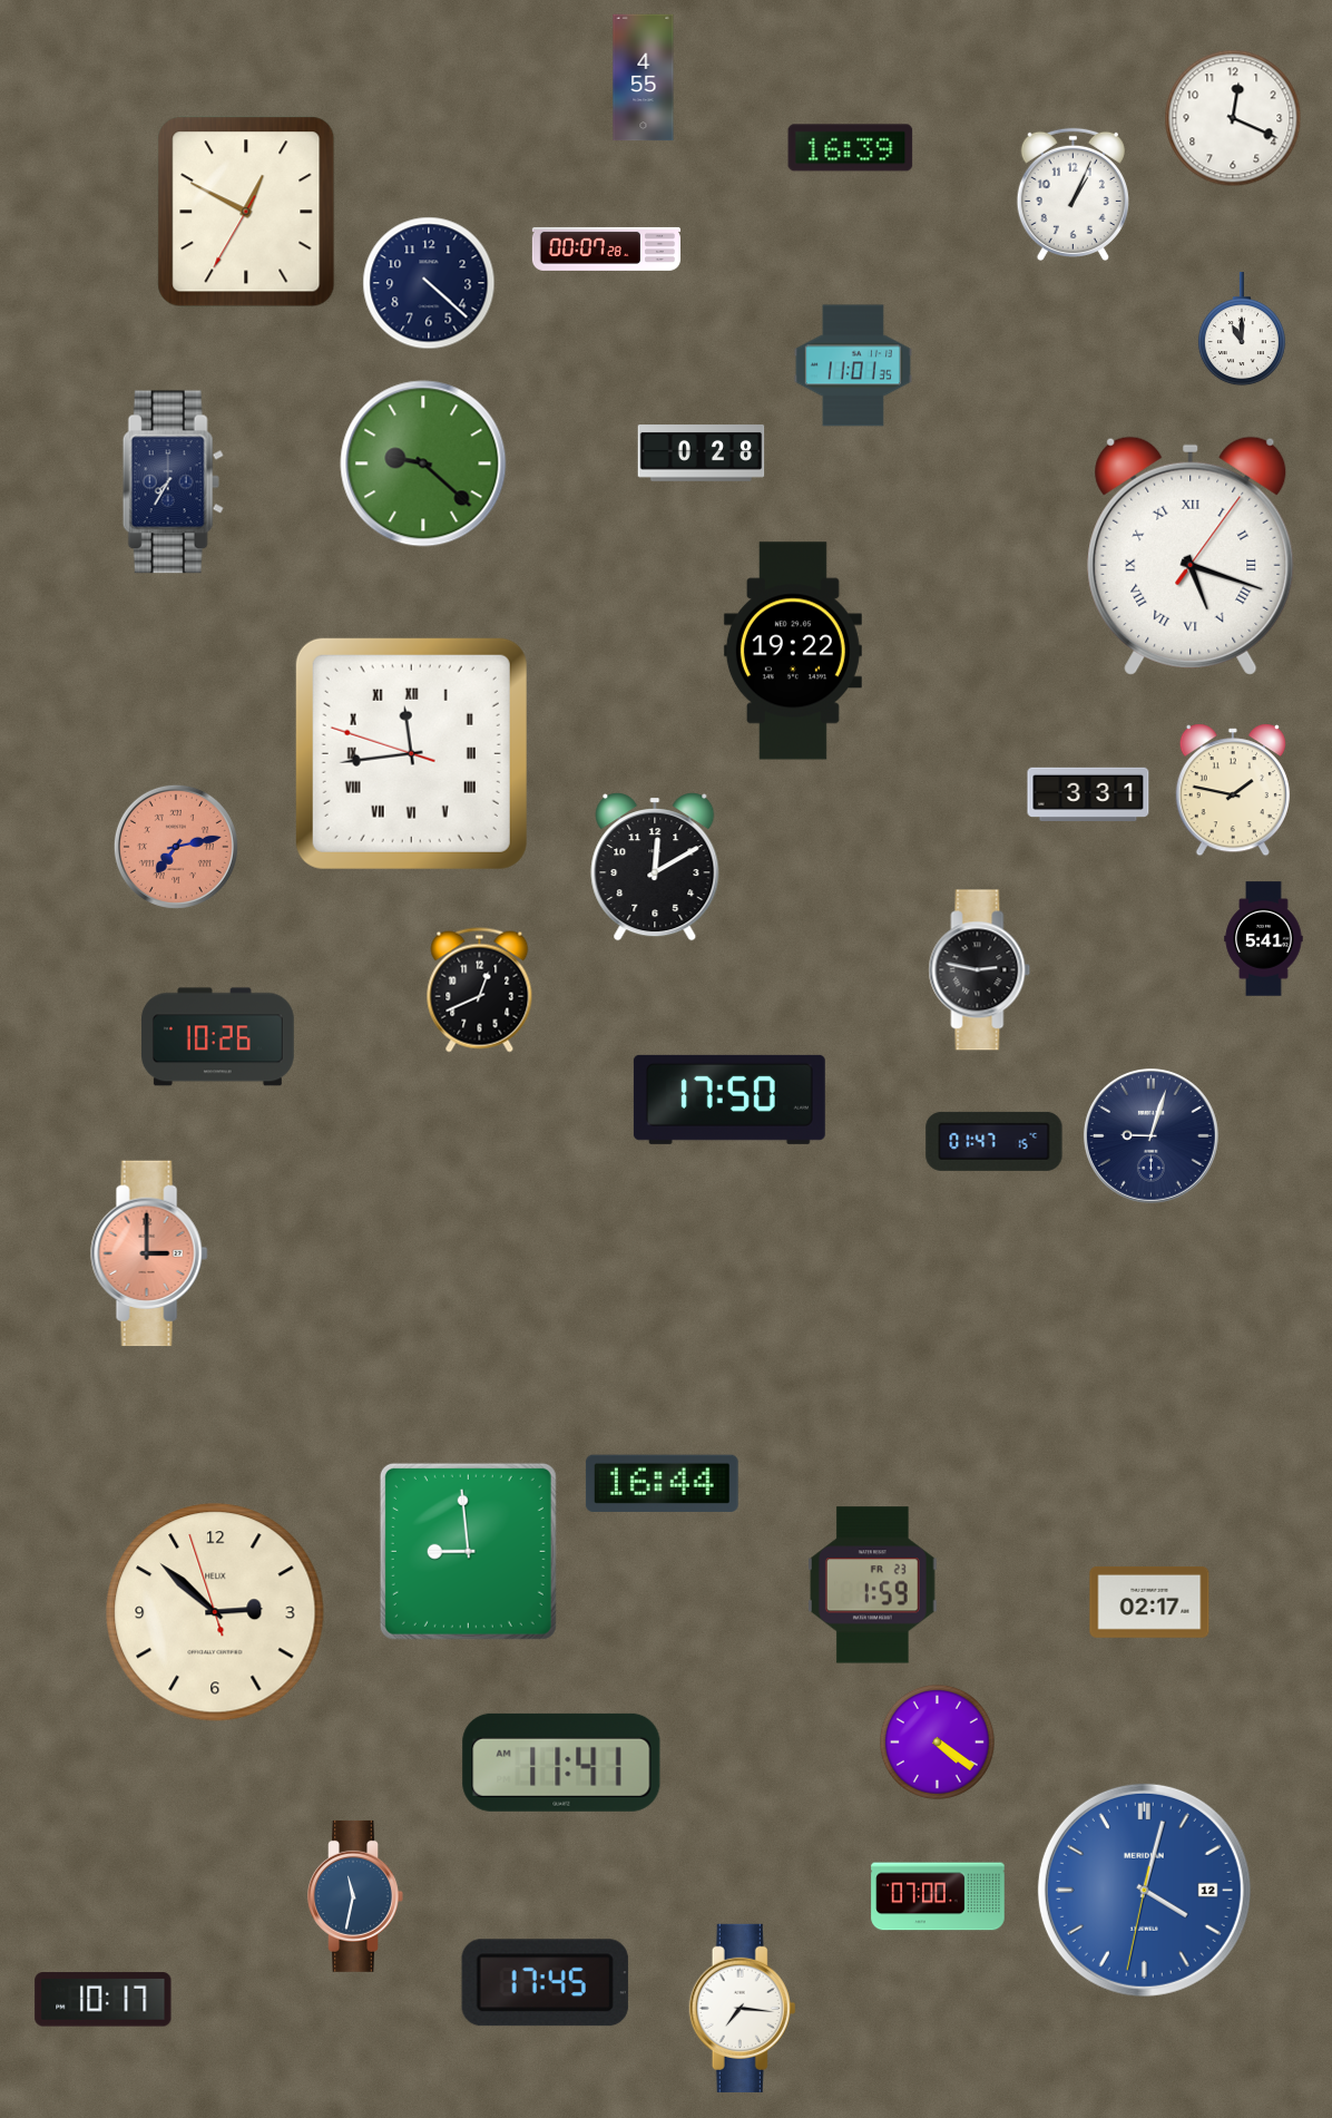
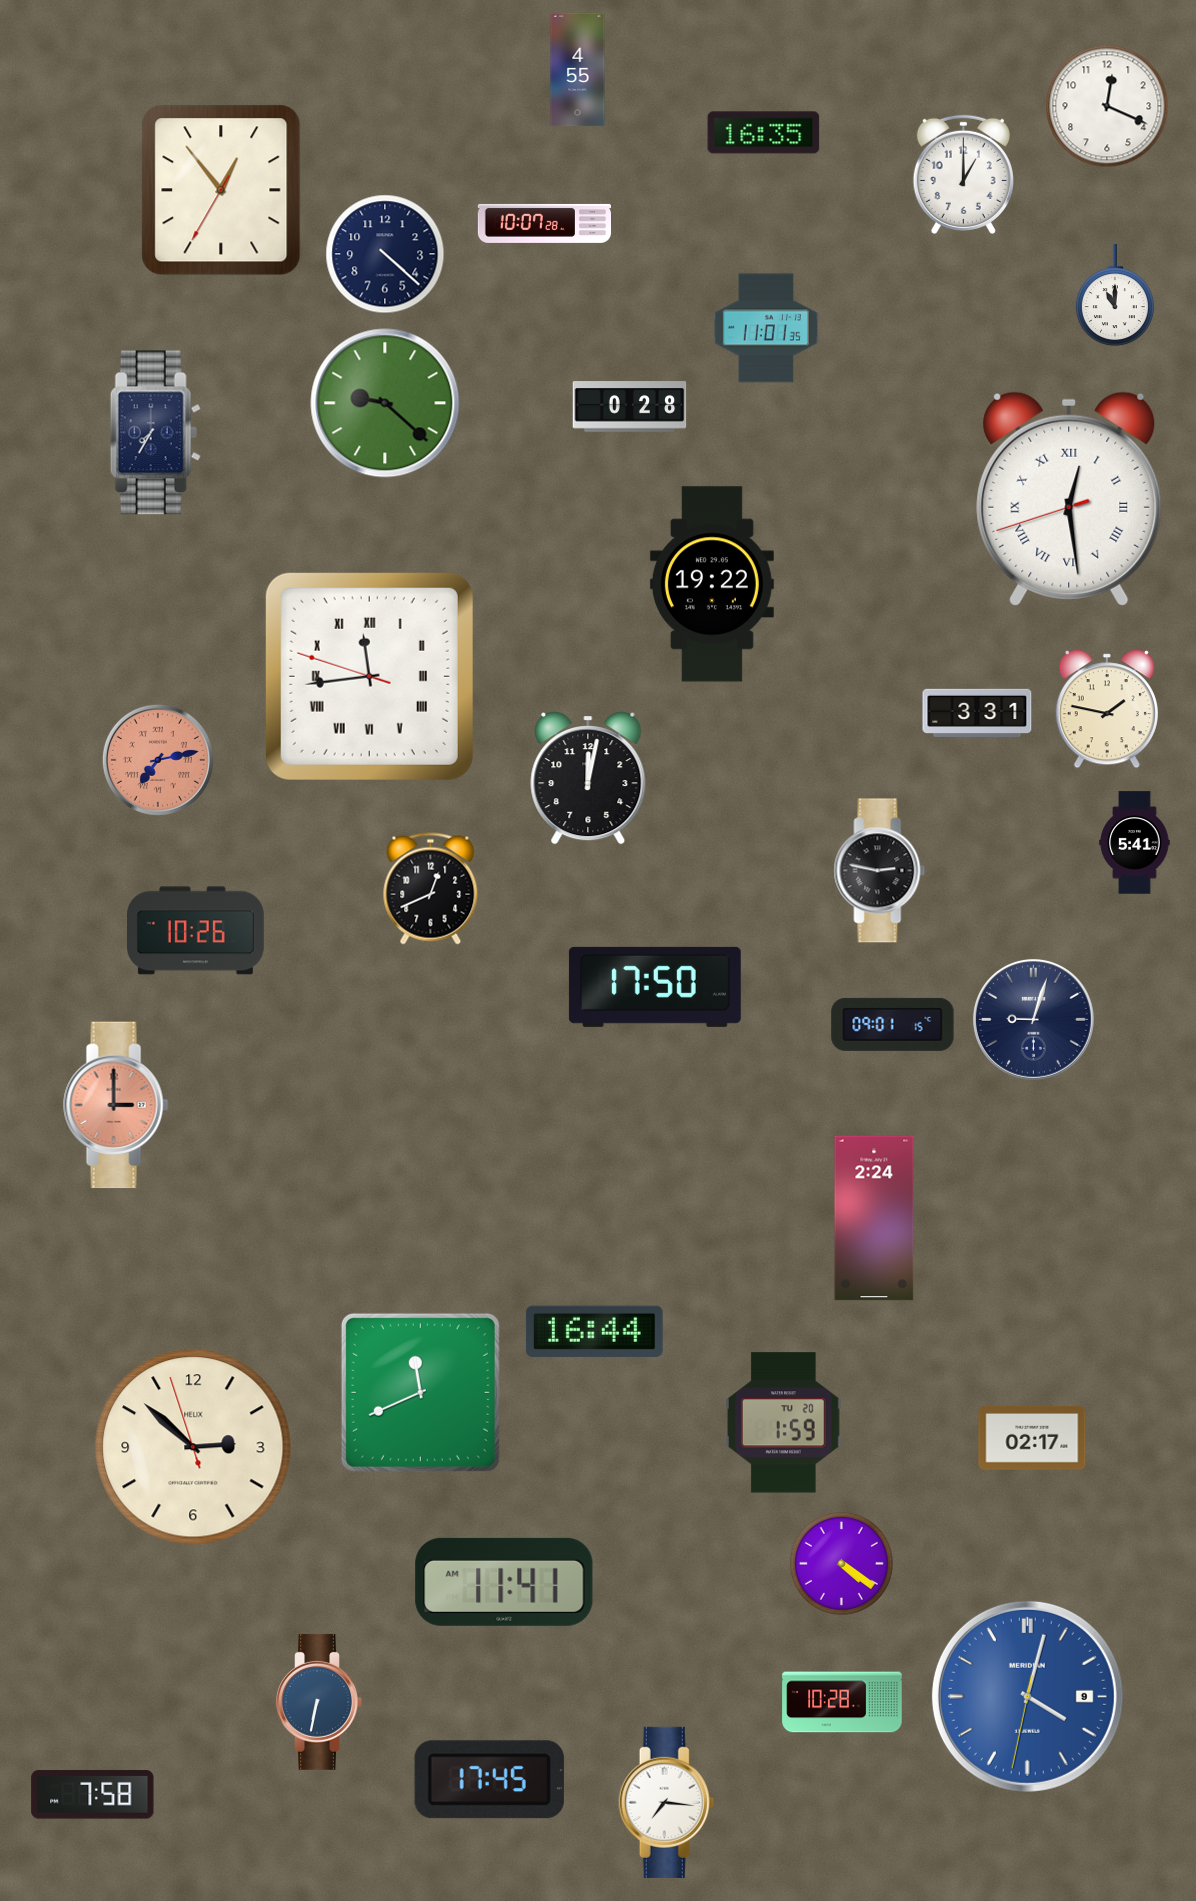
clock at (851, 148): 16:39 -> 16:35
clock at (1073, 194): 1:04 -> 1:00
clock at (246, 212): 12:49 -> 12:53
clock at (606, 248): 00:07 -> 10:07
clock at (423, 463) position: (423, 463) -> (385, 403)
clock at (1191, 556): 5:18 -> 12:28
clock at (655, 867): 12:10 -> 12:02
clock at (995, 1141): 01:47 -> 09:01
clock at (149, 1253) position: (149, 1253) -> (116, 1105)
clock at (874, 1218): none -> 2:24
clock at (468, 1551): 8:59 -> 11:41
clock at (873, 1585) date: FR 23 -> TU 20
clock at (1144, 1890) date: 12 -> 9
clock at (355, 1896): 11:32 -> 6:32
clock at (938, 1896): 07:00 -> 10:28
clock at (104, 2000): 10:17 -> 7:58
